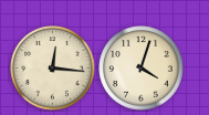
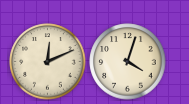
clock at (53, 69): 12:16 -> 12:11
